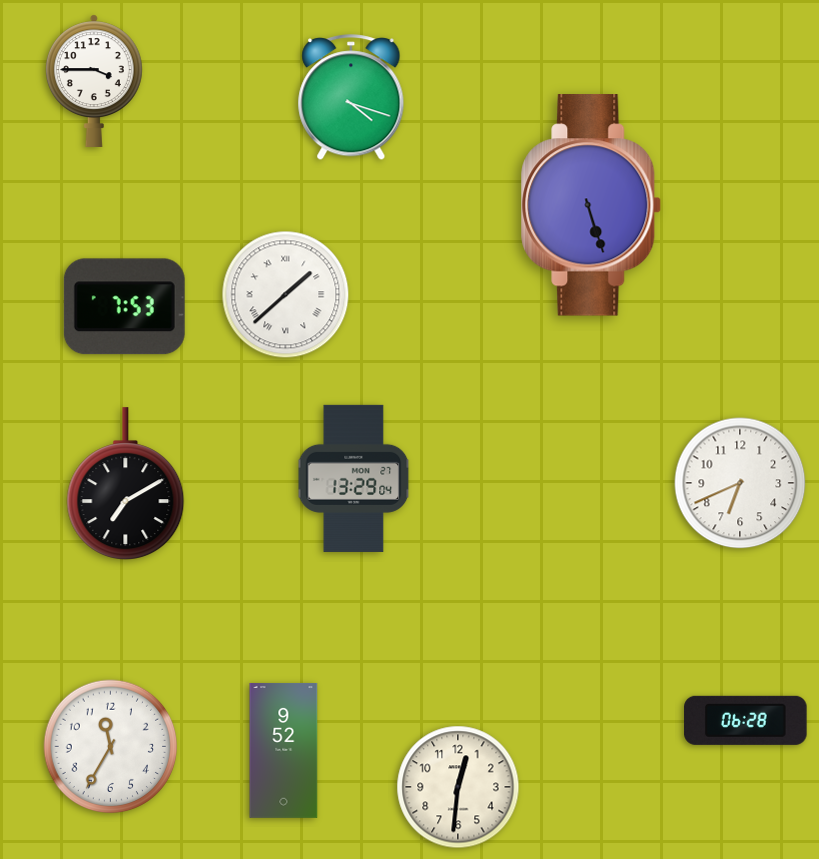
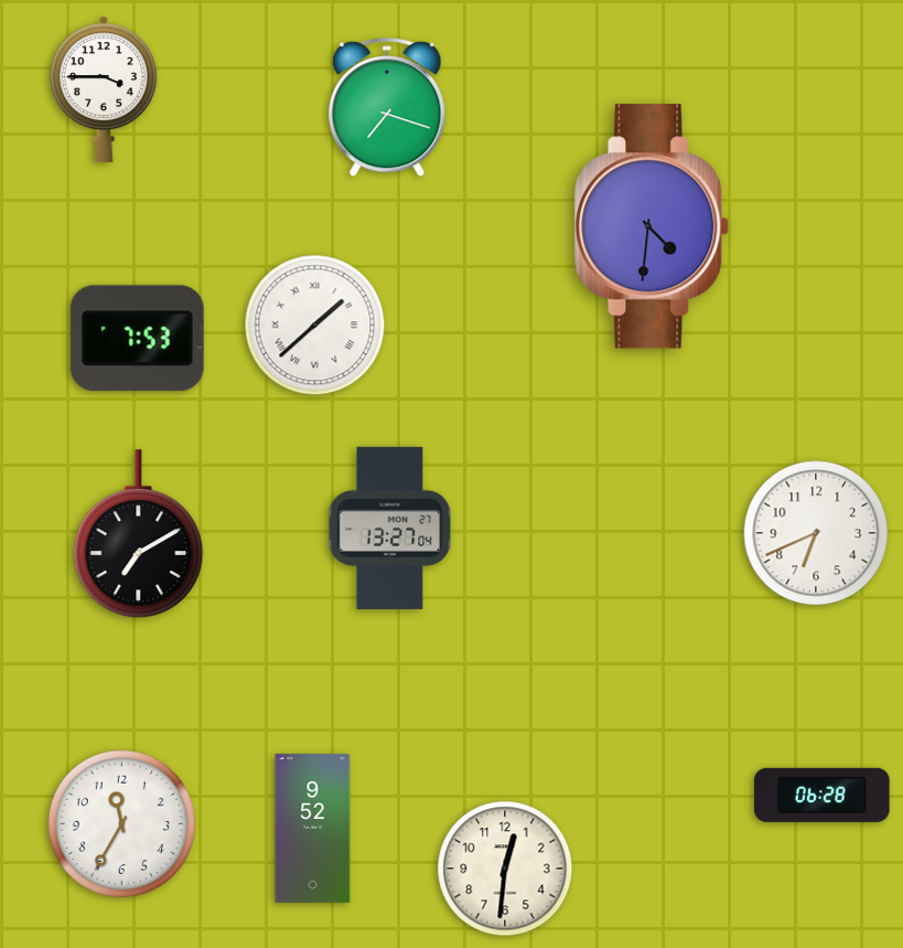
clock at (351, 98): 4:18 -> 7:18
clock at (592, 205): 5:27 -> 4:31
clock at (354, 478): 13:29 -> 13:27
